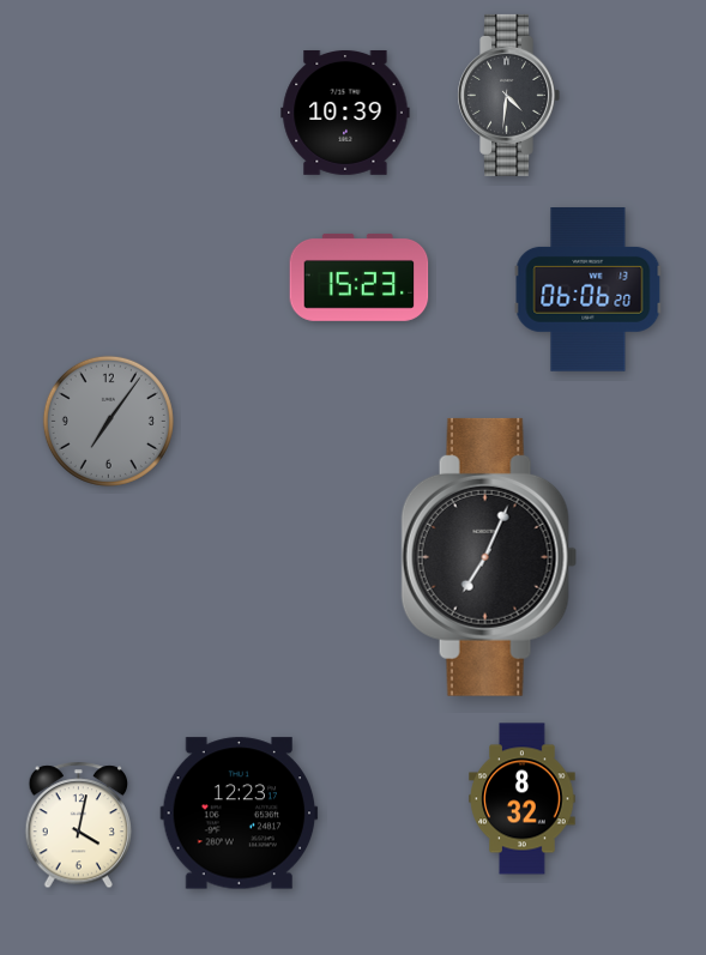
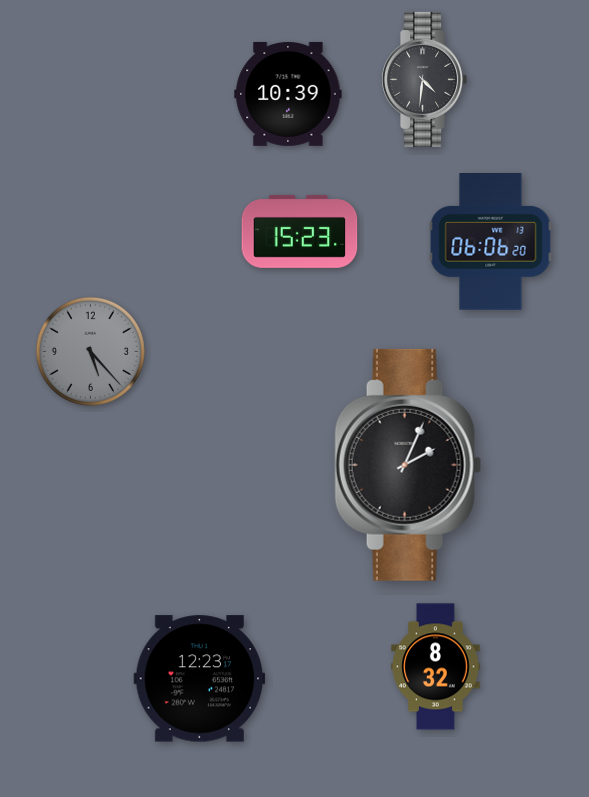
clock at (108, 421): 7:06 -> 5:23
clock at (489, 557): 7:04 -> 2:04
clock at (79, 826): 4:02 -> none
